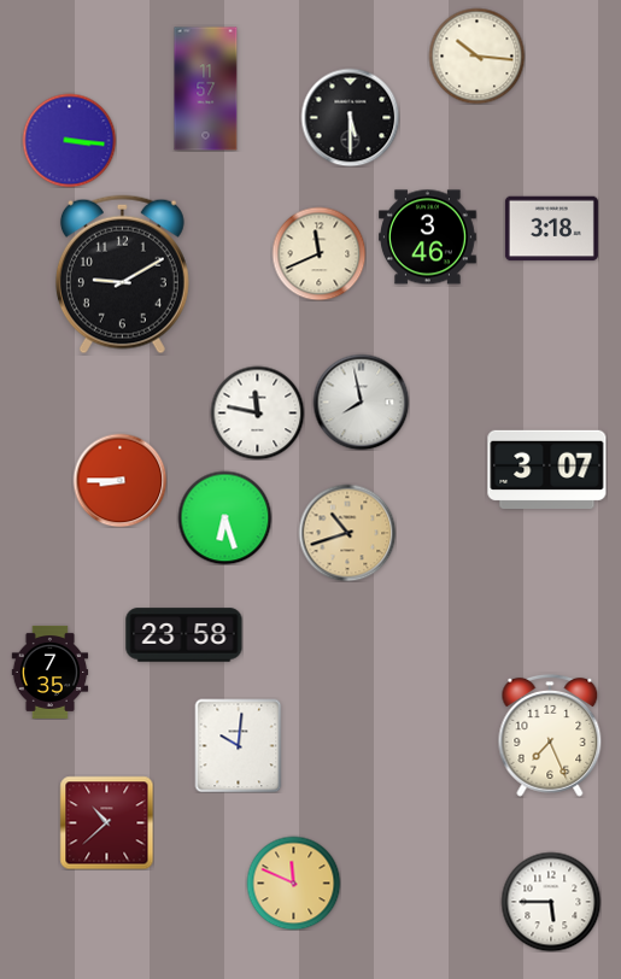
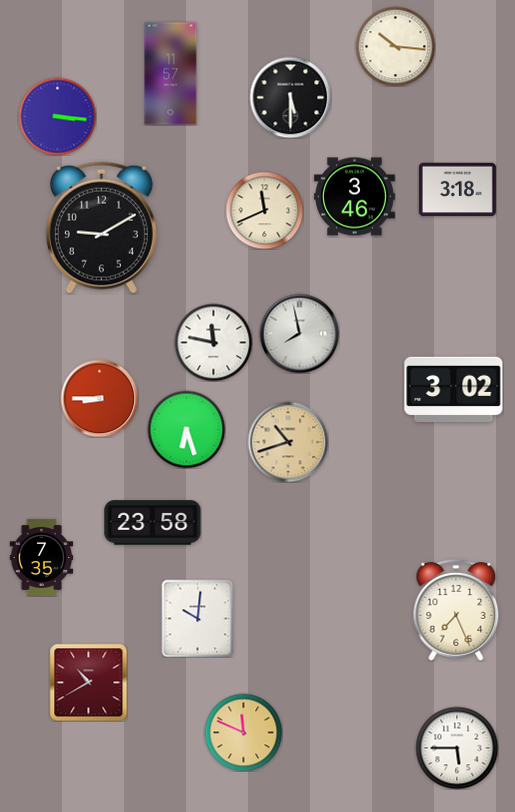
clock at (547, 469): 3:07 -> 3:02
clock at (184, 635) position: (184, 635) -> (153, 523)
clock at (106, 822): 10:38 -> 10:40
